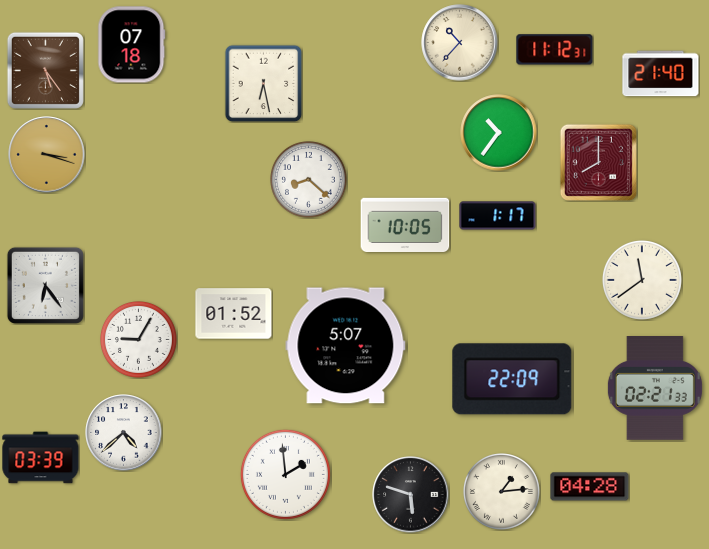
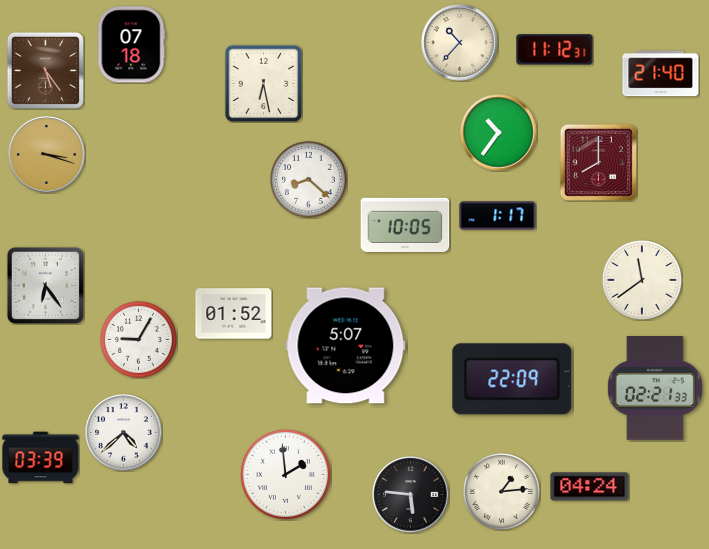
clock at (590, 487): 04:28 -> 04:24
clock at (411, 495): 5:48 -> 5:46
